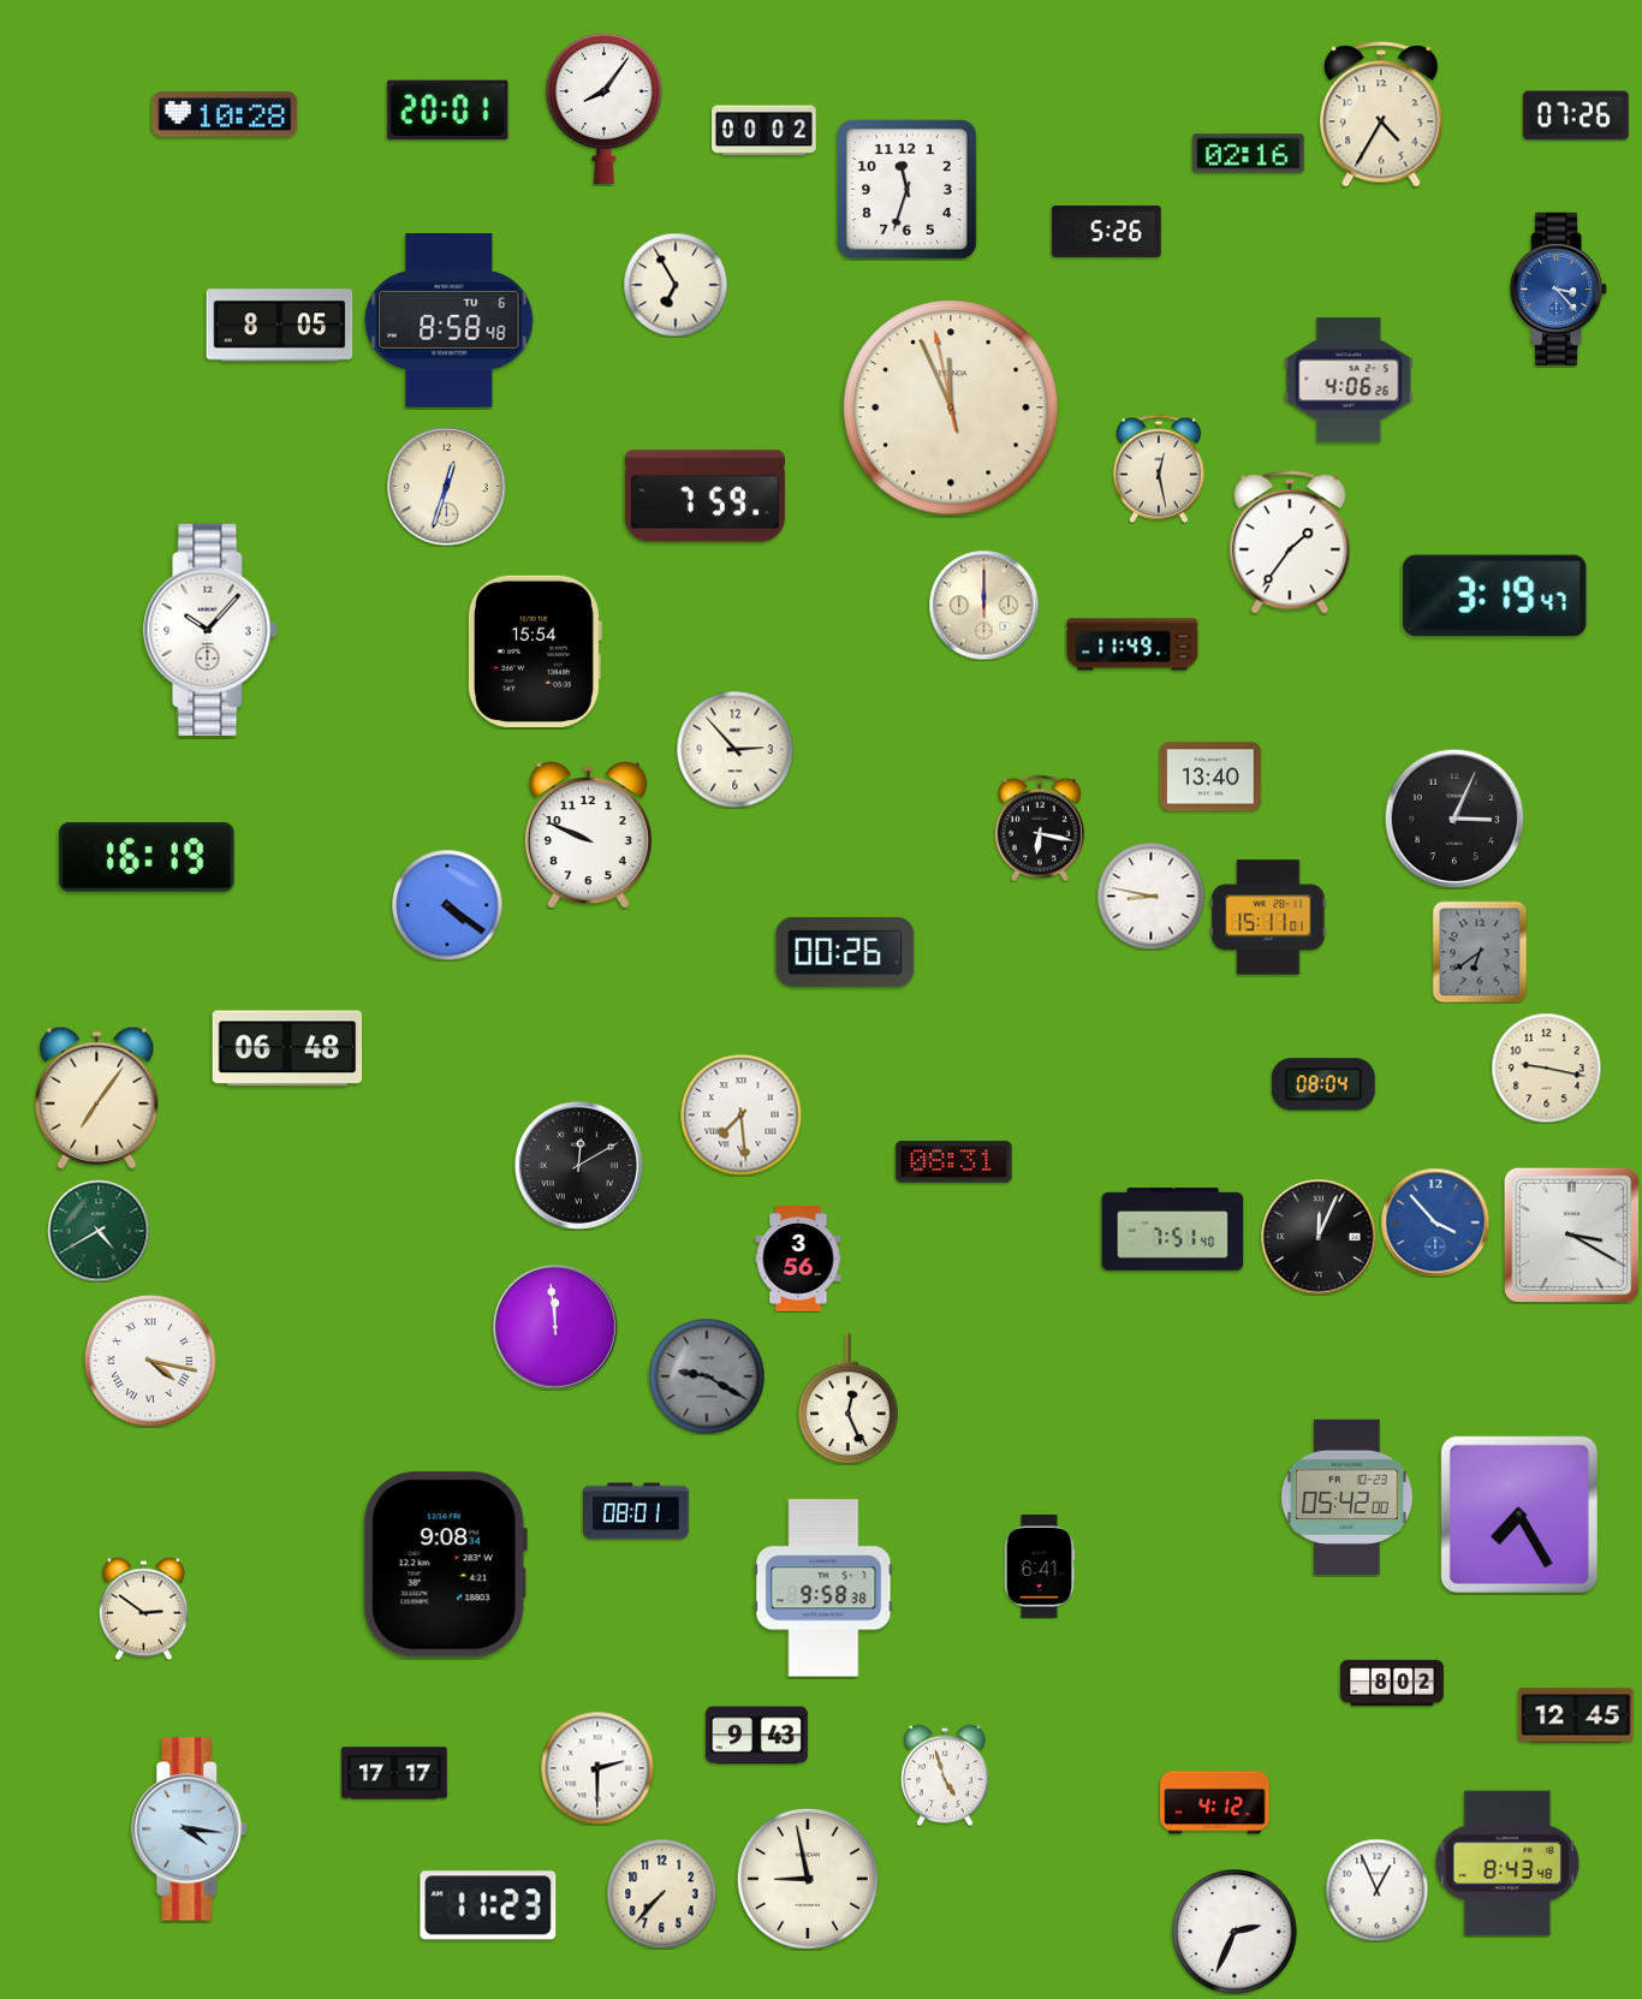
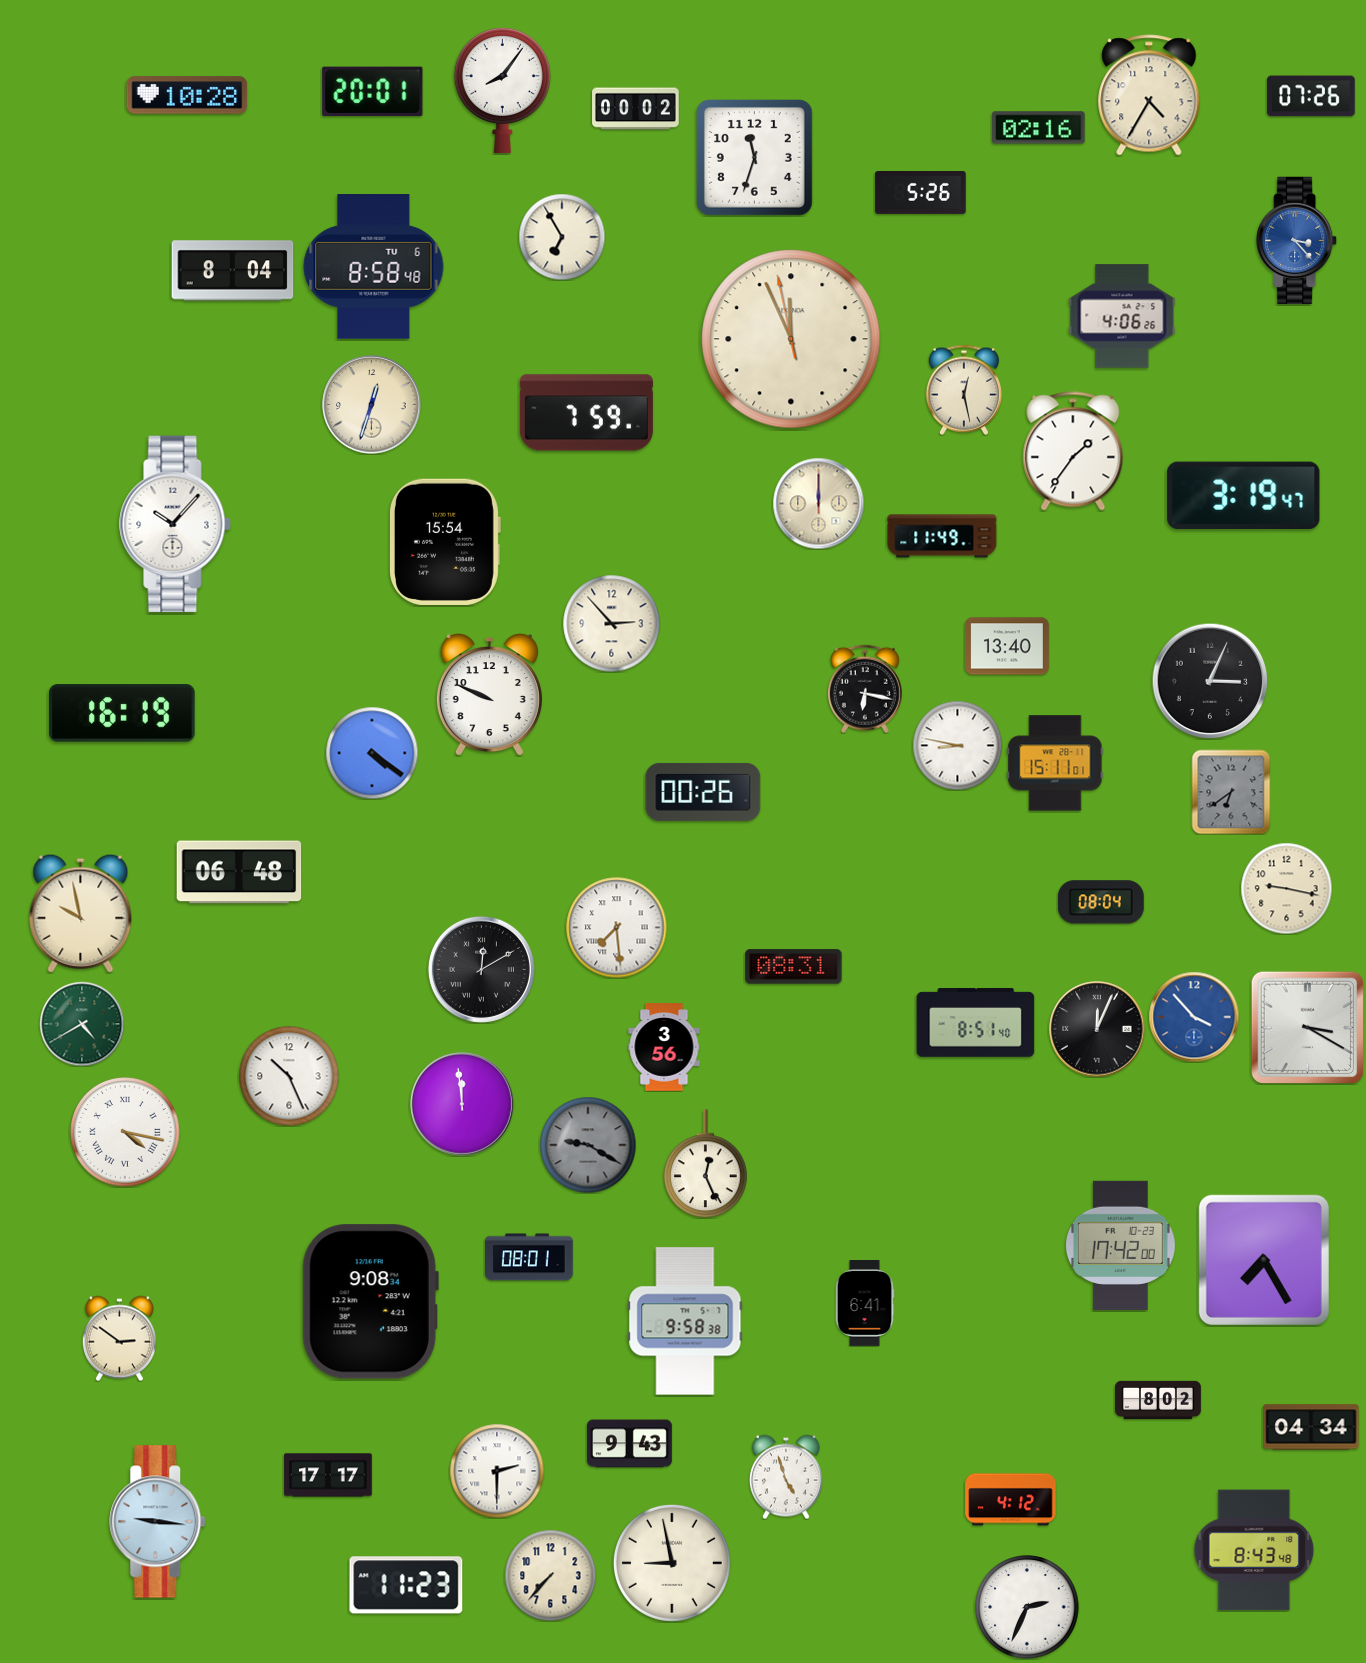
clock at (280, 326): 8:05 -> 8:04
clock at (97, 1097): 7:06 -> 9:58
clock at (1173, 1230): 7:51 -> 8:51
clock at (289, 1076): none -> 10:26
clock at (1346, 1497): 05:42 -> 17:42
clock at (1576, 1715): 12:45 -> 04:34
clock at (190, 1830): 4:16 -> 9:16
clock at (1376, 1890): 12:56 -> none
